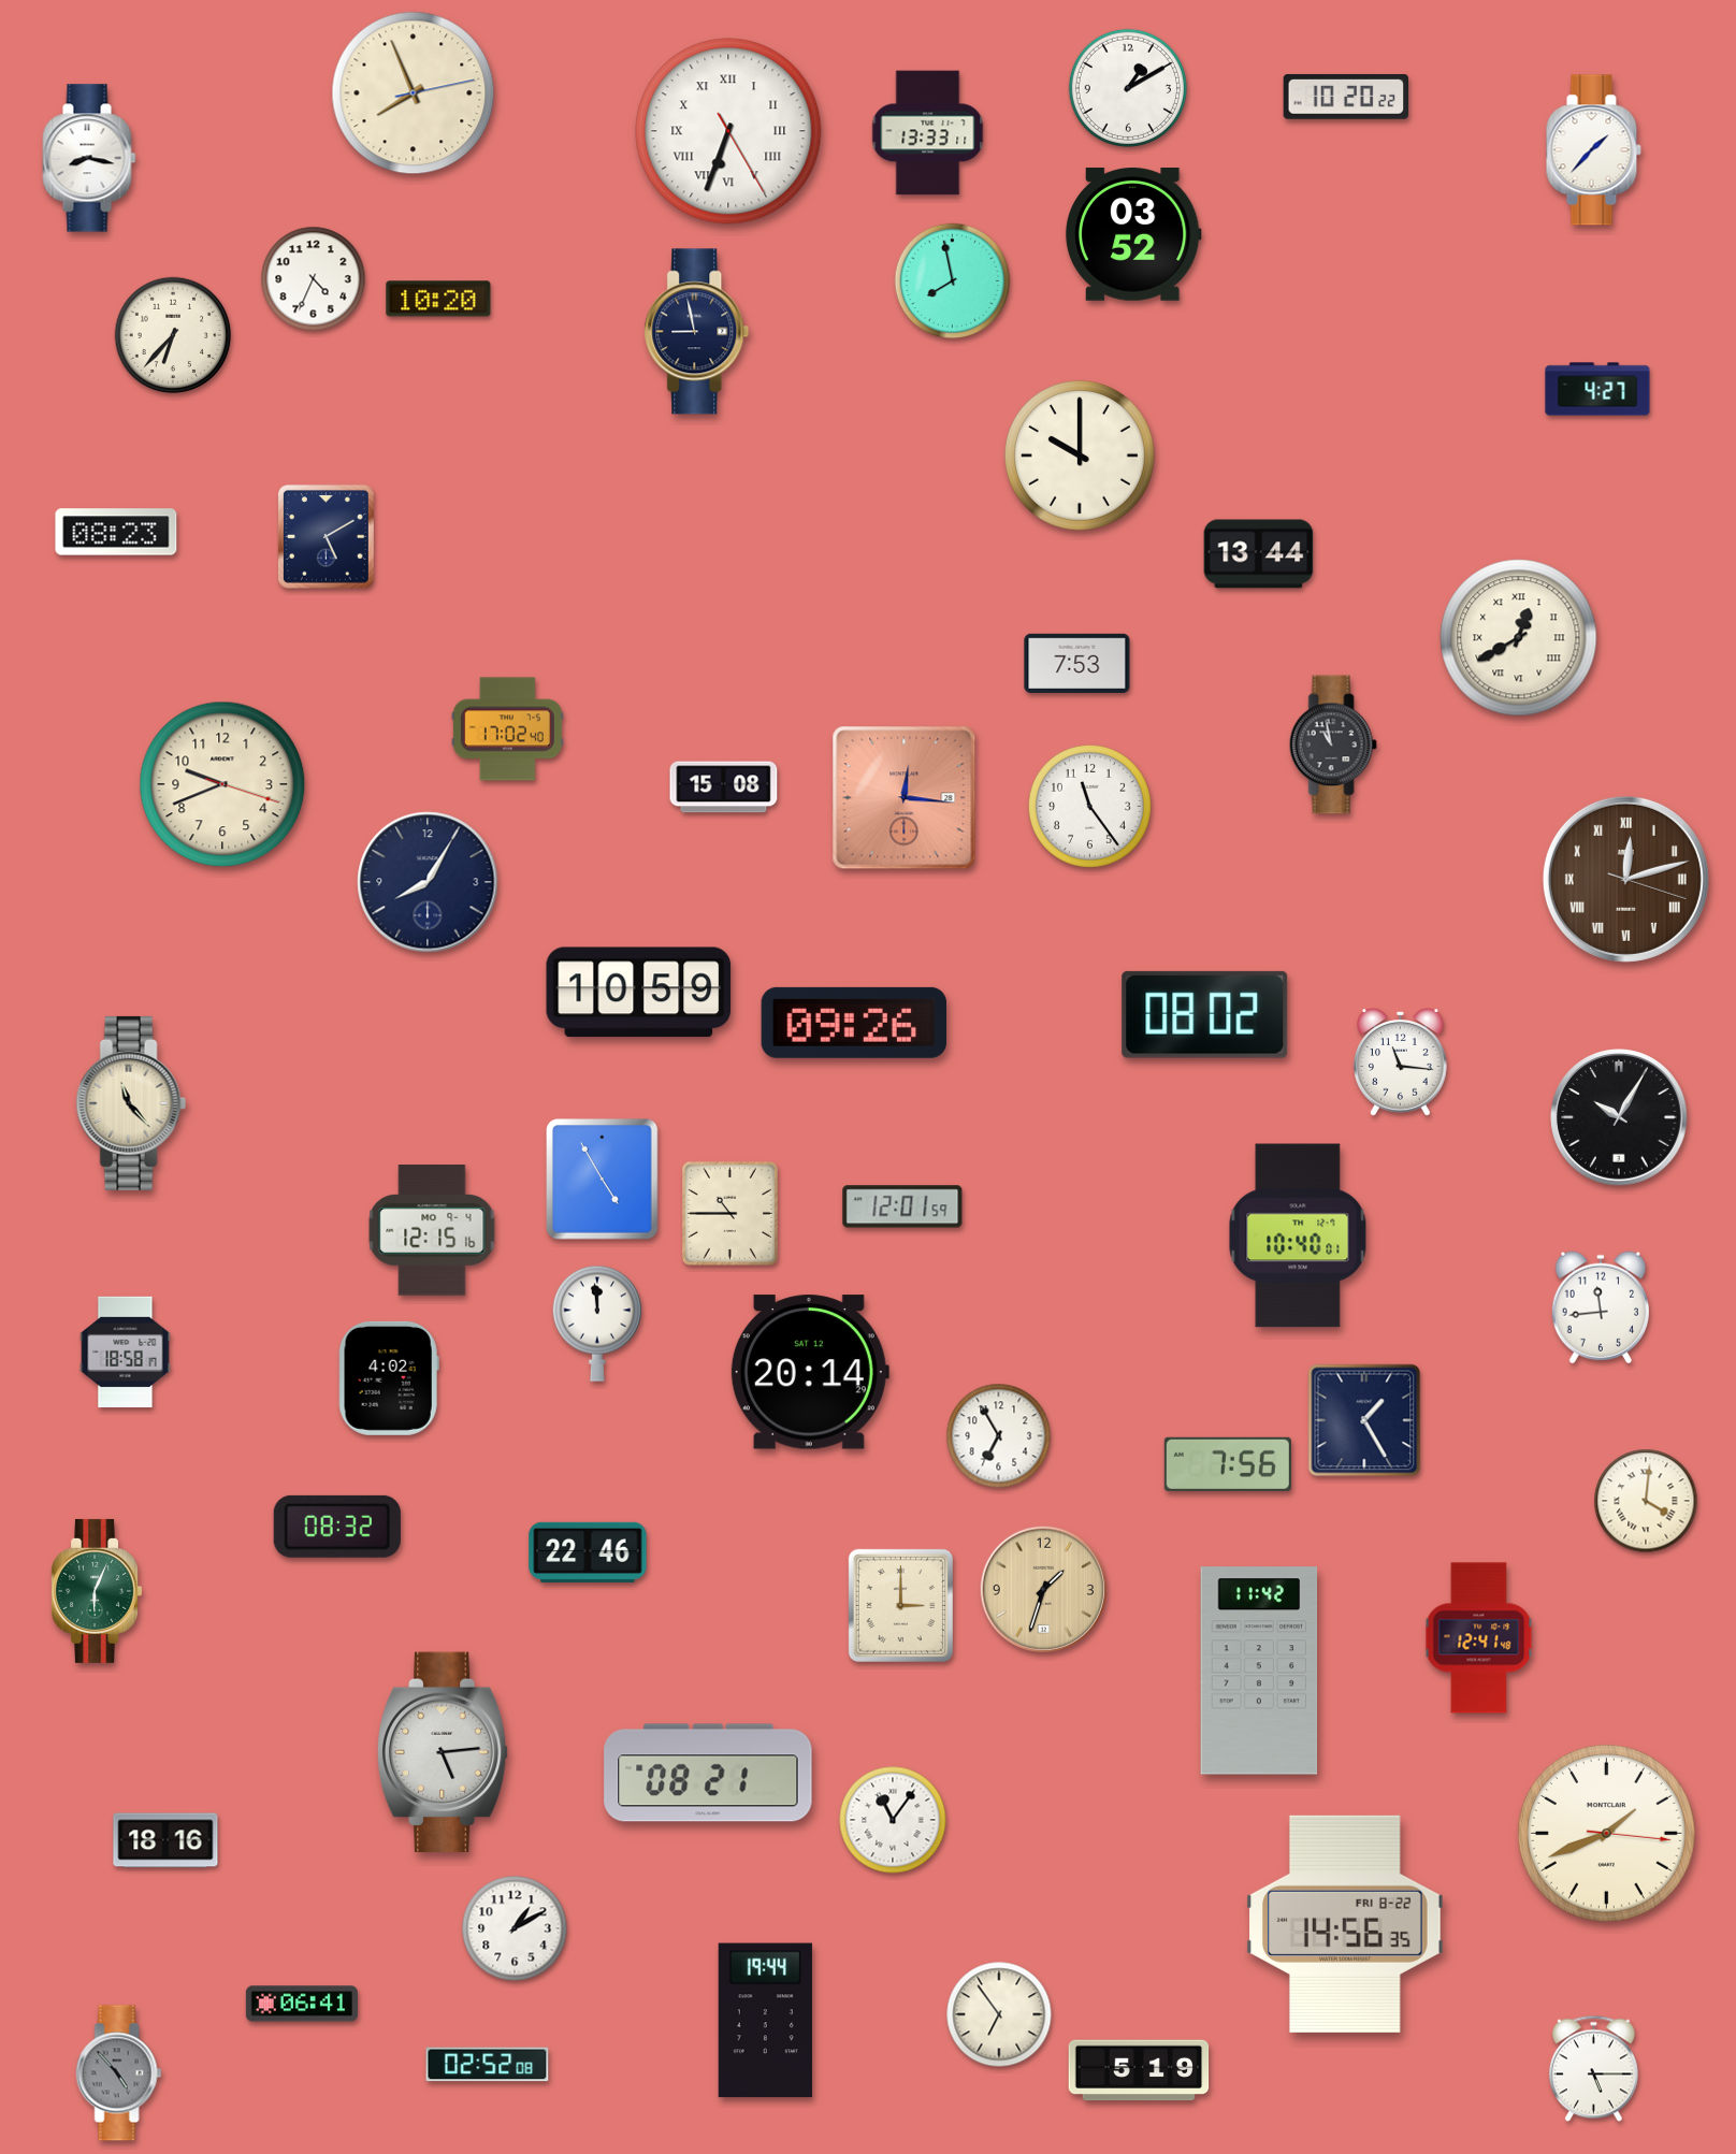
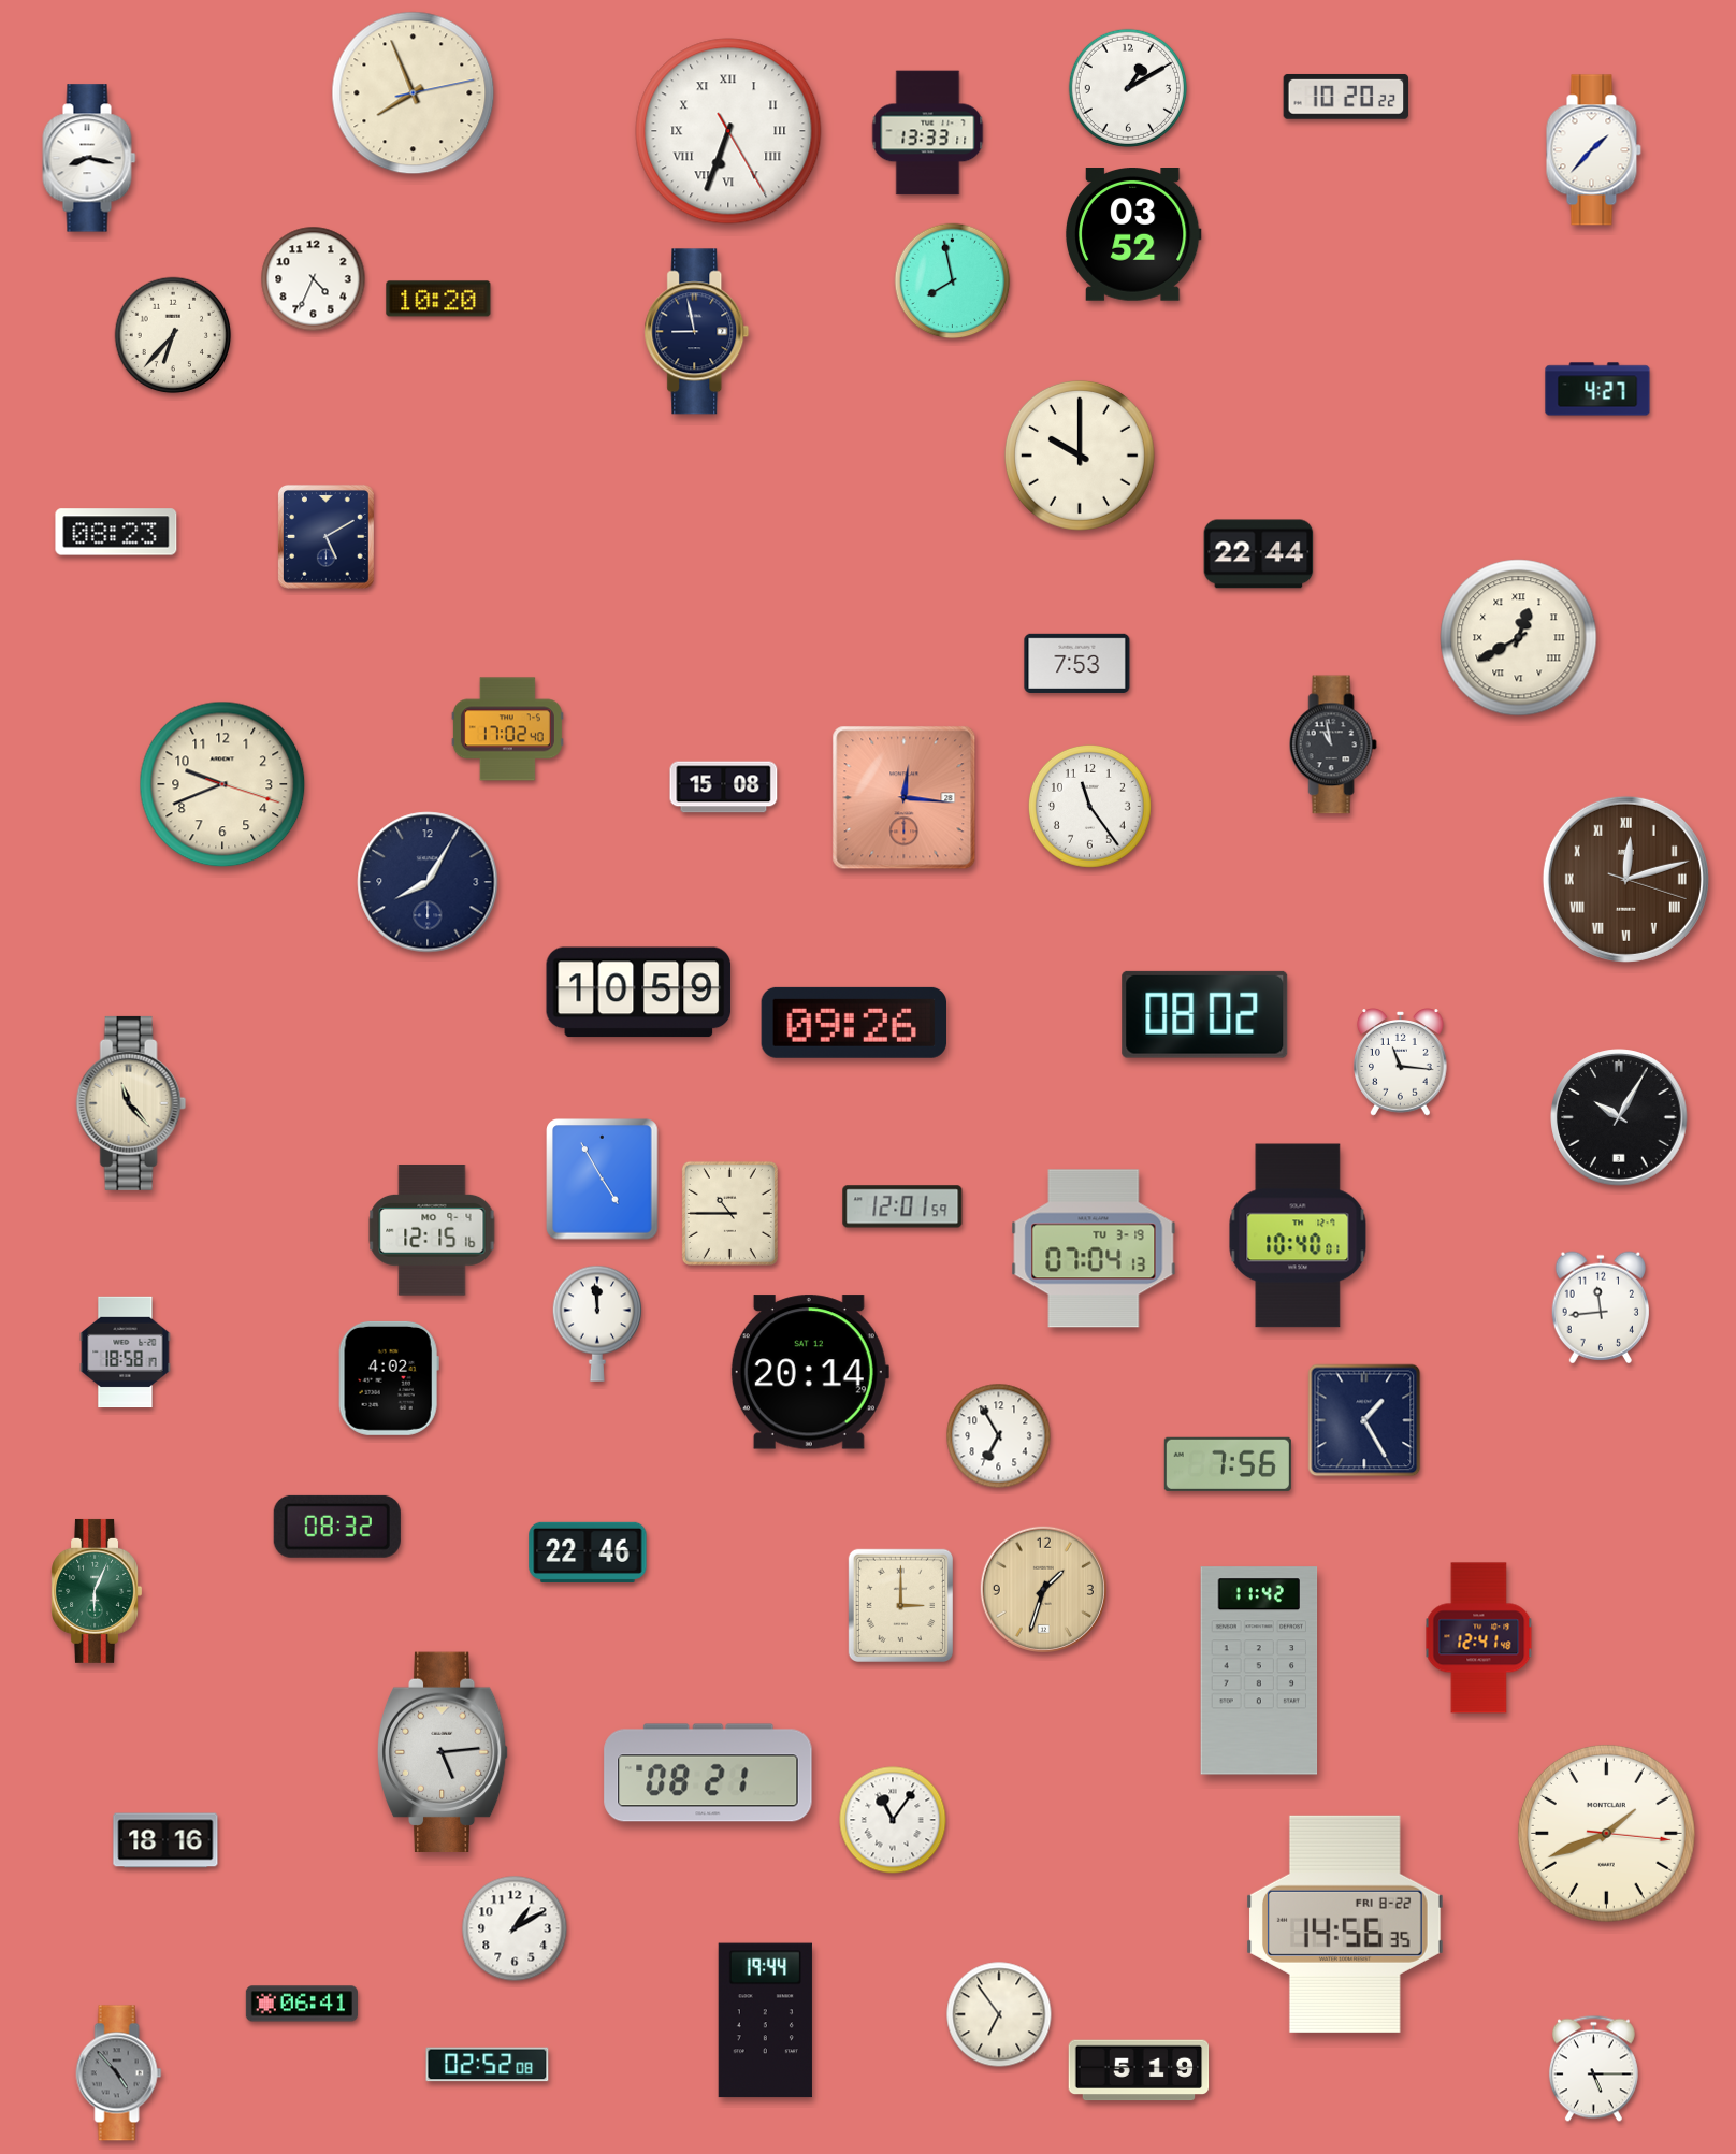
clock at (1259, 554): 13:44 -> 22:44
clock at (1094, 1248): none -> 07:04
clock at (1646, 1501): 4:01 -> none
